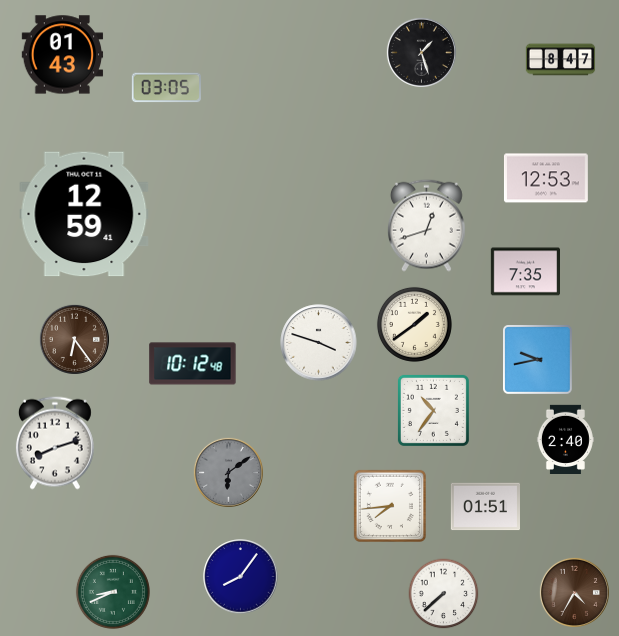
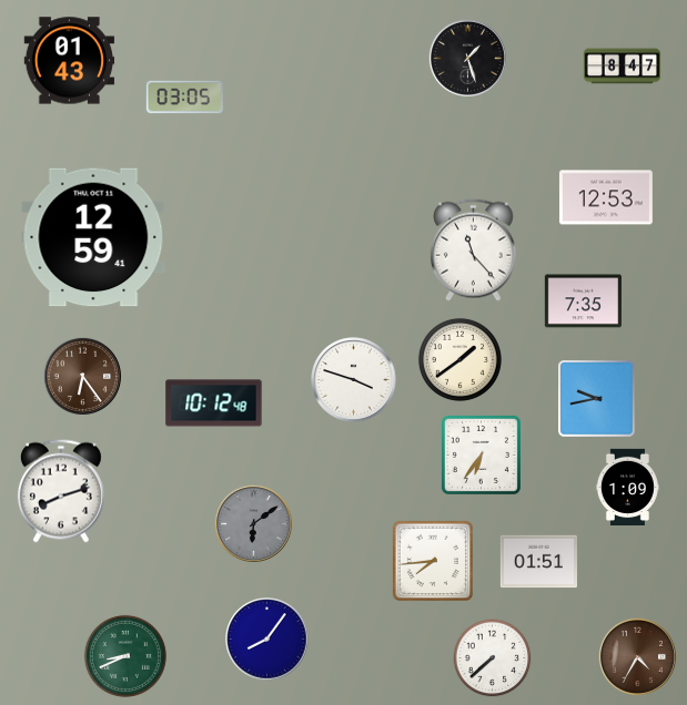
clock at (426, 225): 12:42 -> 11:23
clock at (433, 410): 10:36 -> 6:36
clock at (565, 439): 2:40 -> 1:09
